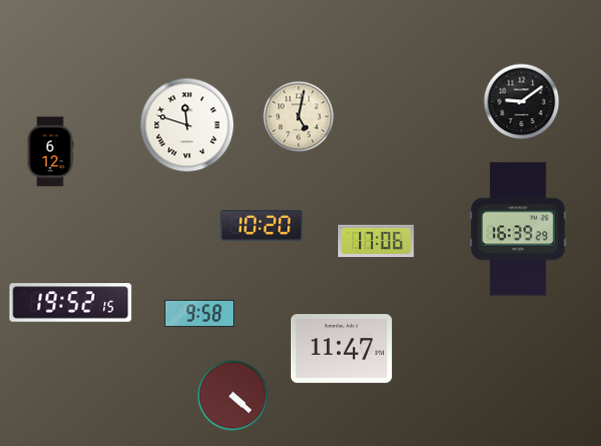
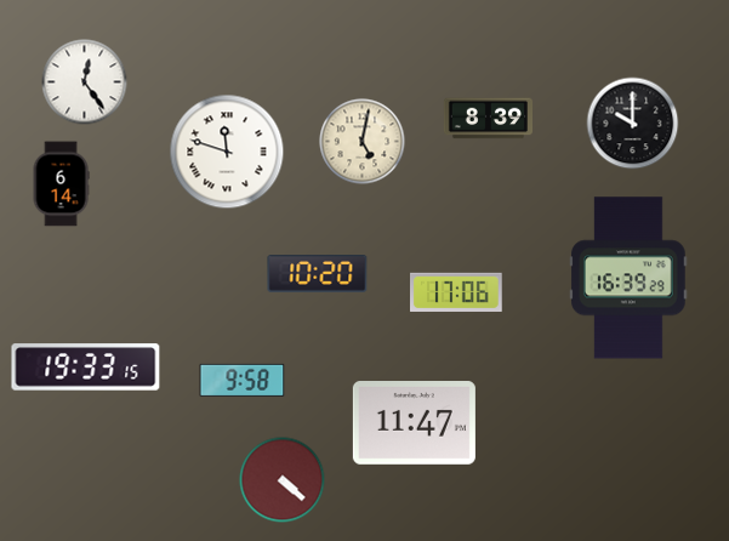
clock at (85, 82): none -> 12:24
clock at (488, 119): none -> 8:39
clock at (522, 102): 9:09 -> 10:00
clock at (50, 152): 6:12 -> 6:14
clock at (71, 303): 19:52 -> 19:33
